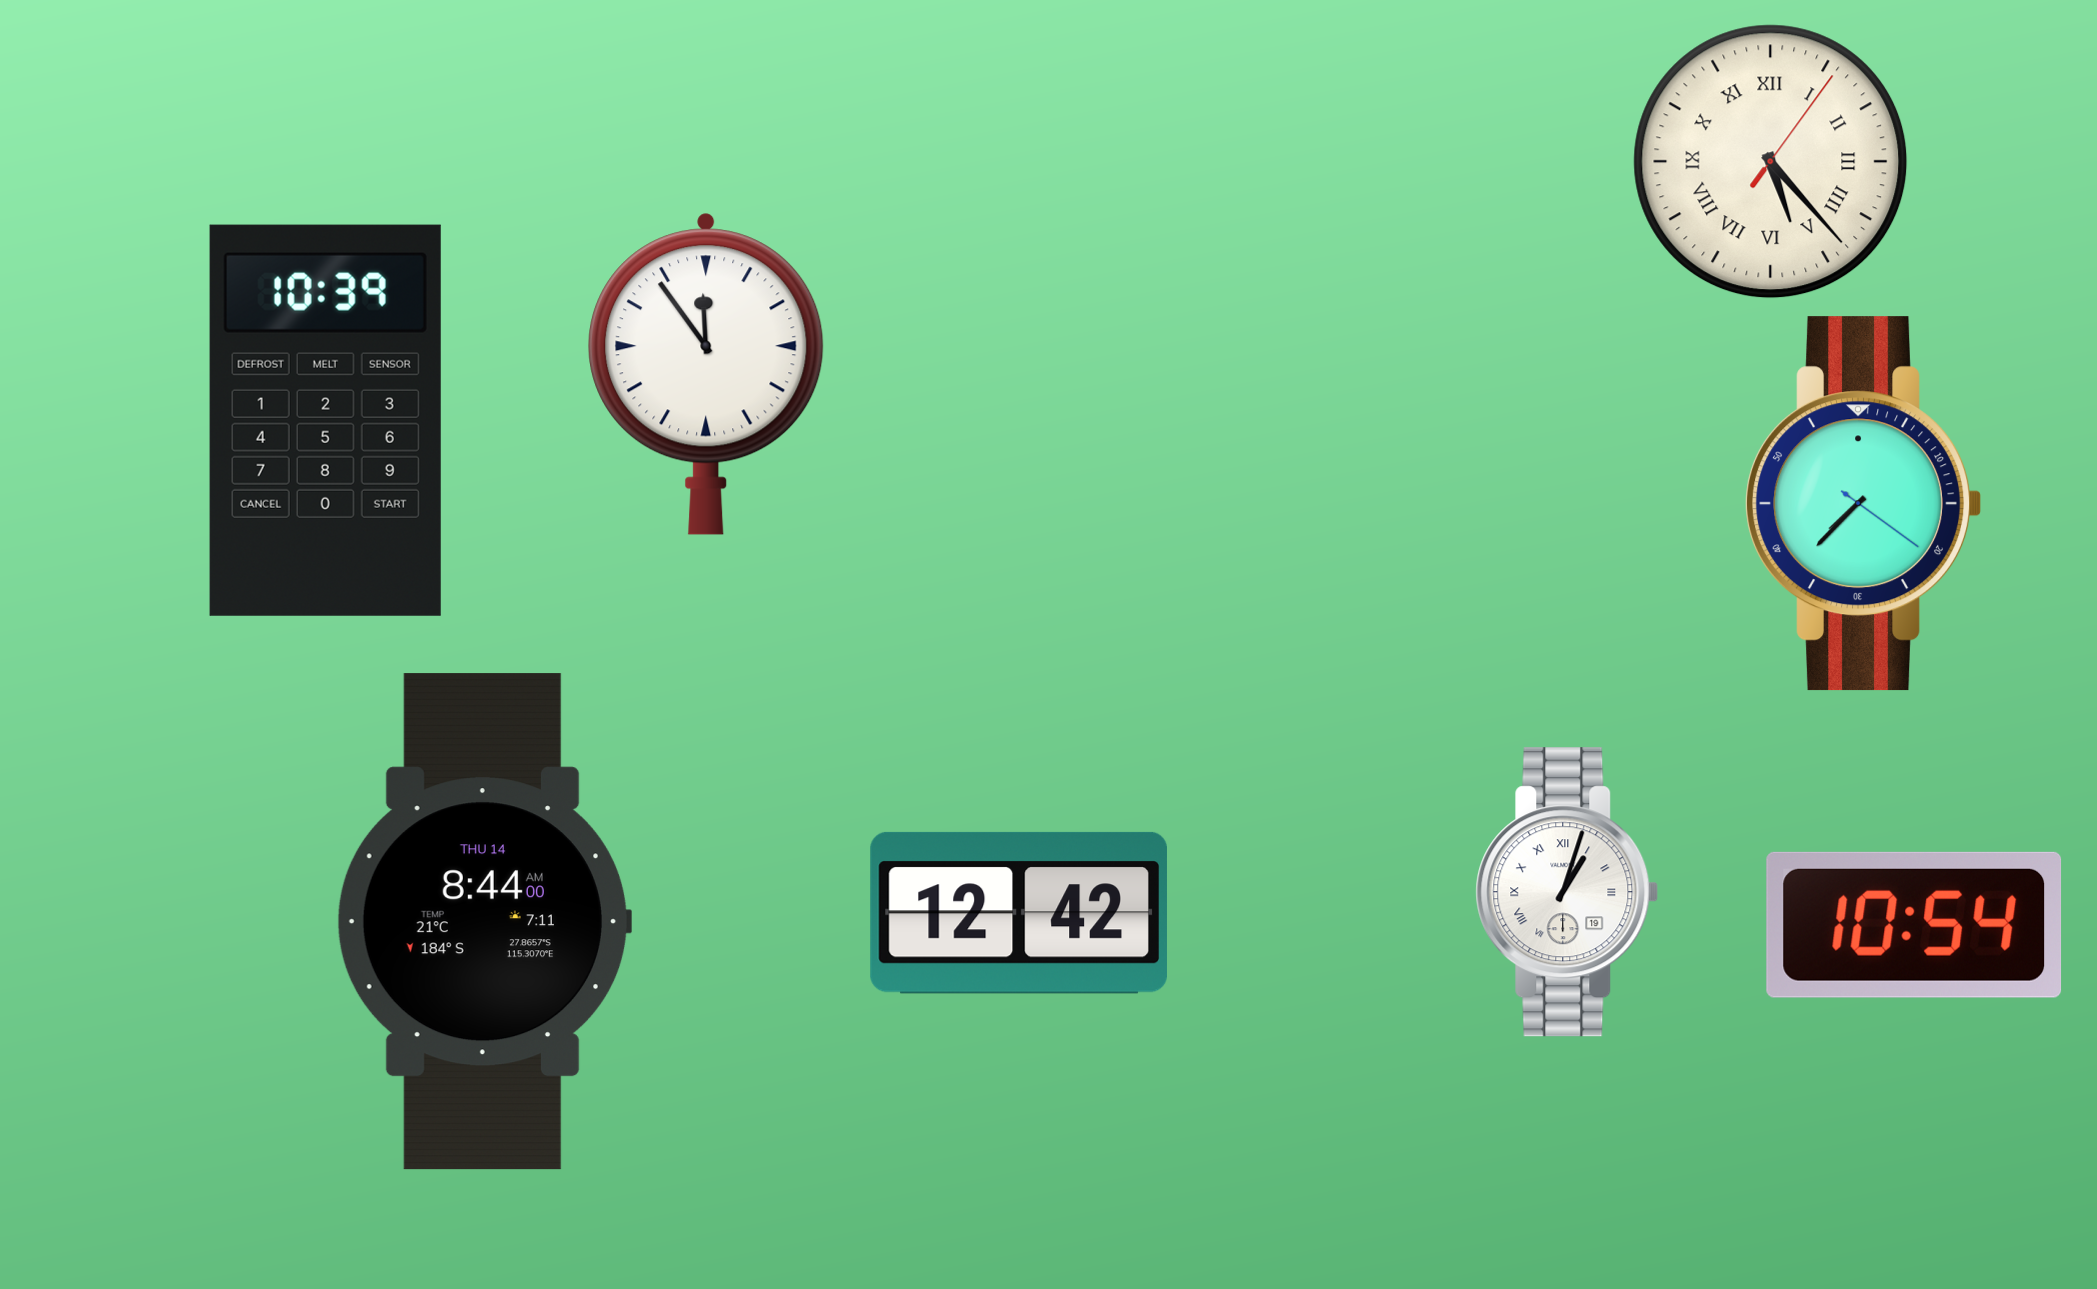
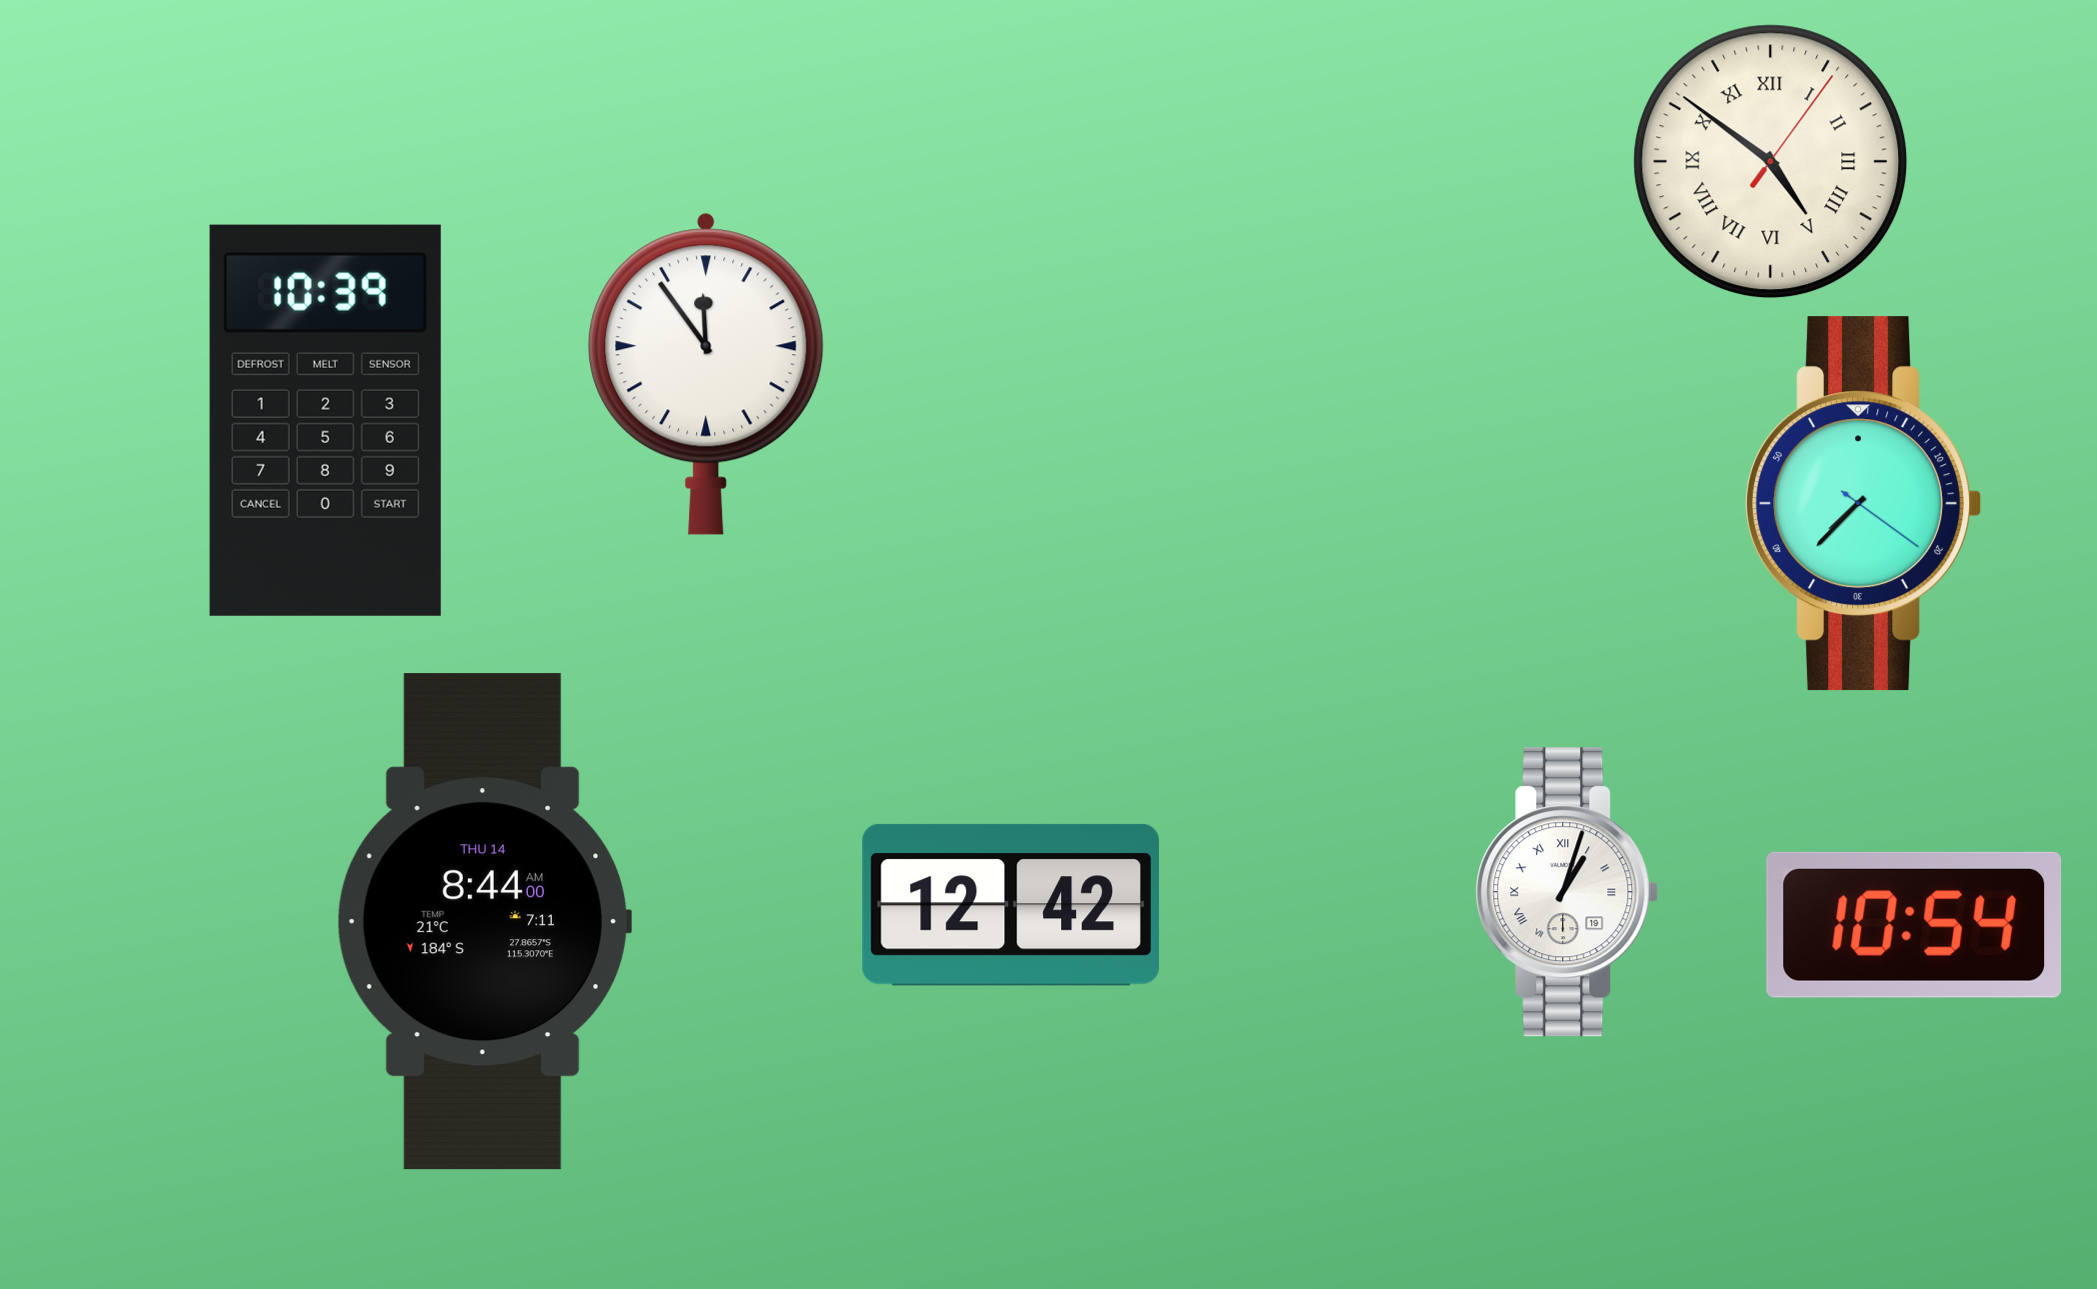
clock at (1771, 162): 5:23 -> 4:51
clock at (1019, 913) position: (1019, 913) -> (1011, 905)
